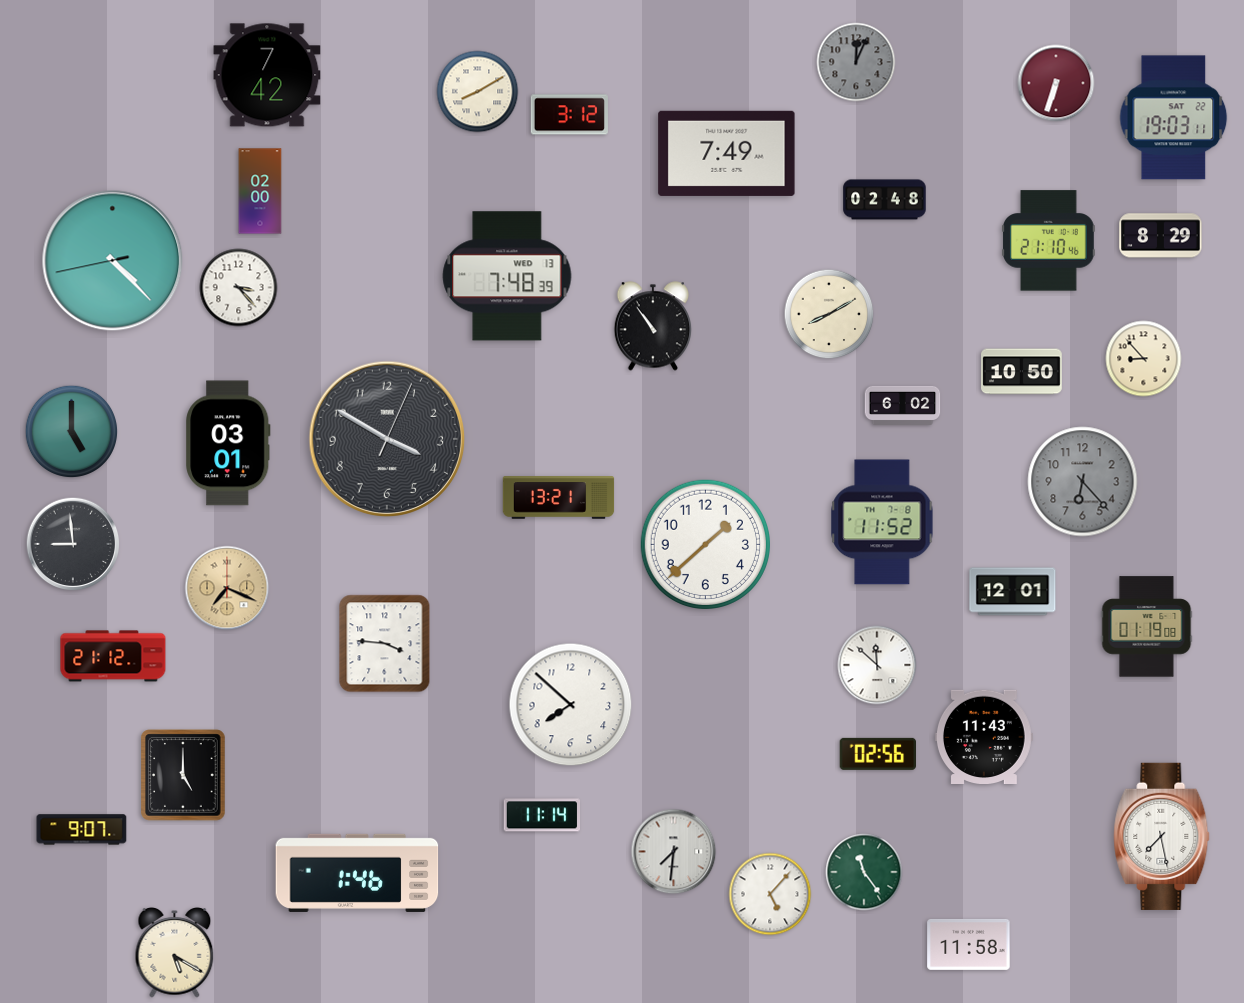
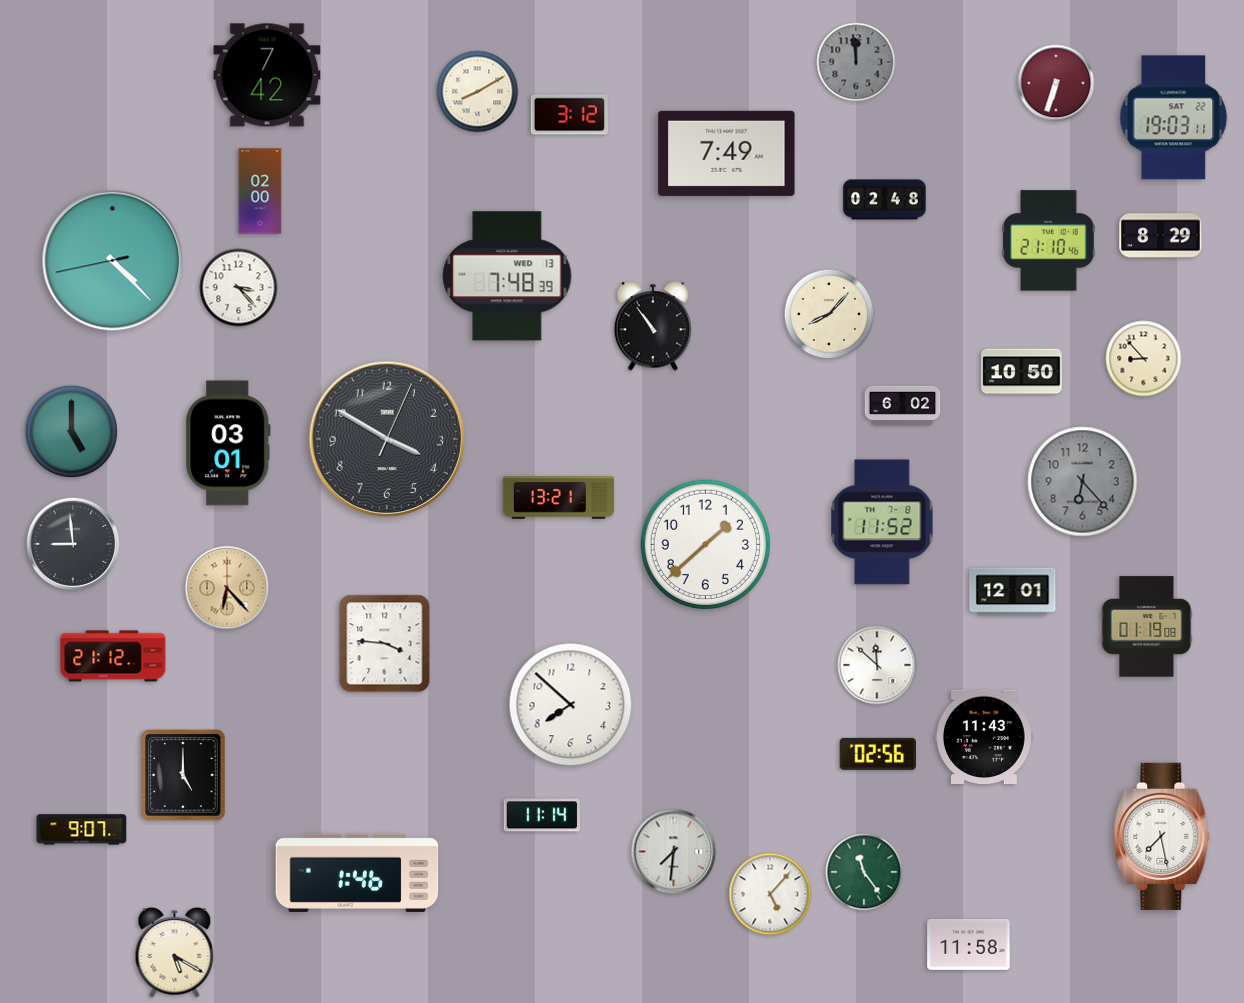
clock at (856, 62): 12:04 -> 11:59
clock at (829, 314): 8:10 -> 8:07
clock at (227, 588): 7:19 -> 6:23
